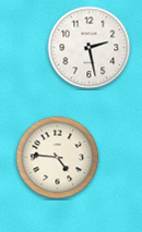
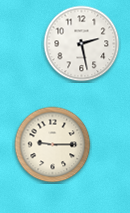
clock at (58, 158): 4:46 -> 9:15
